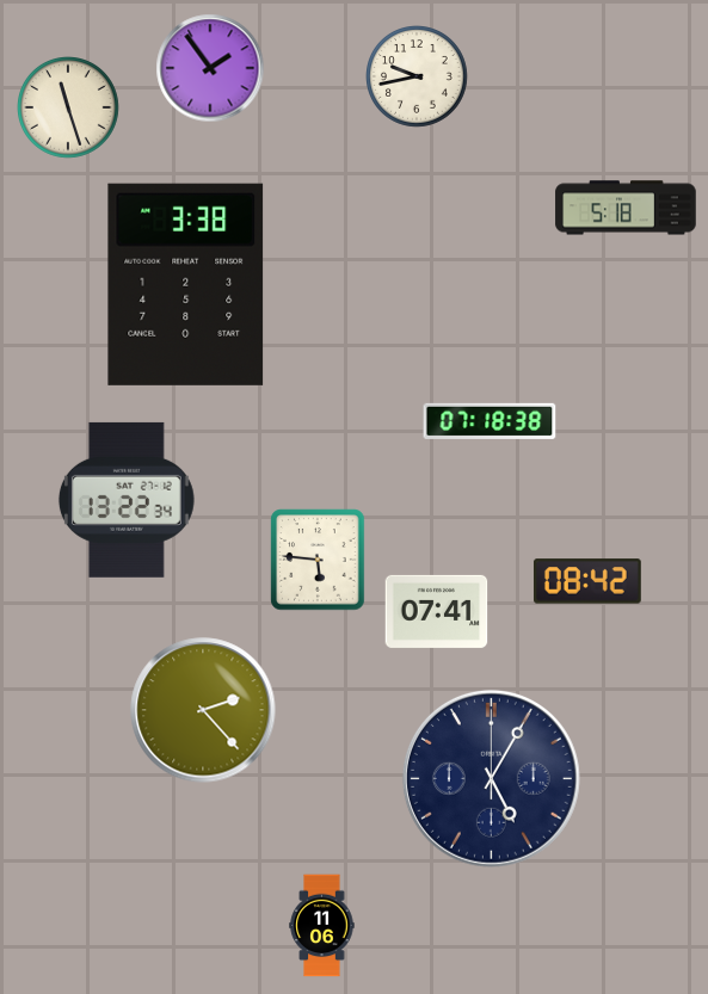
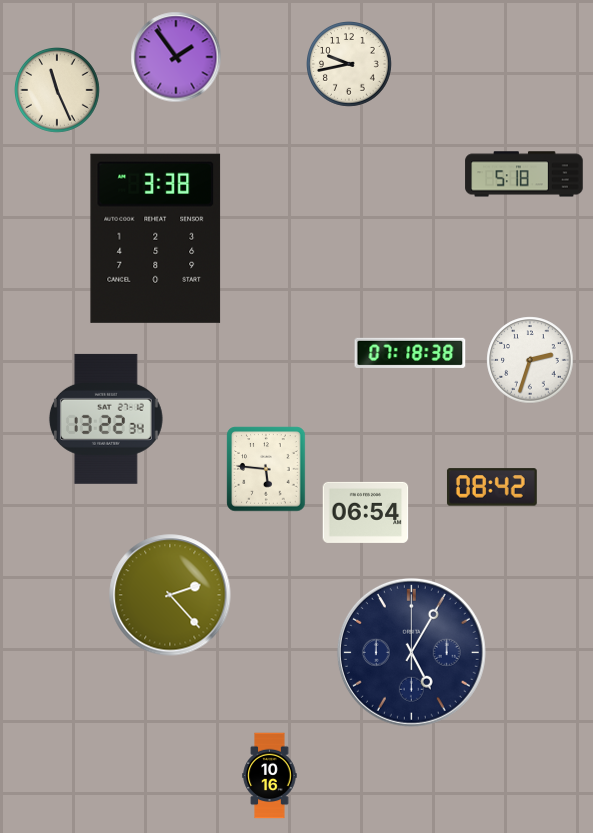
clock at (69, 109): 11:27 -> 11:26
clock at (530, 360): none -> 2:33
clock at (437, 611): 07:41 -> 06:54
clock at (322, 926): 11:06 -> 10:16
